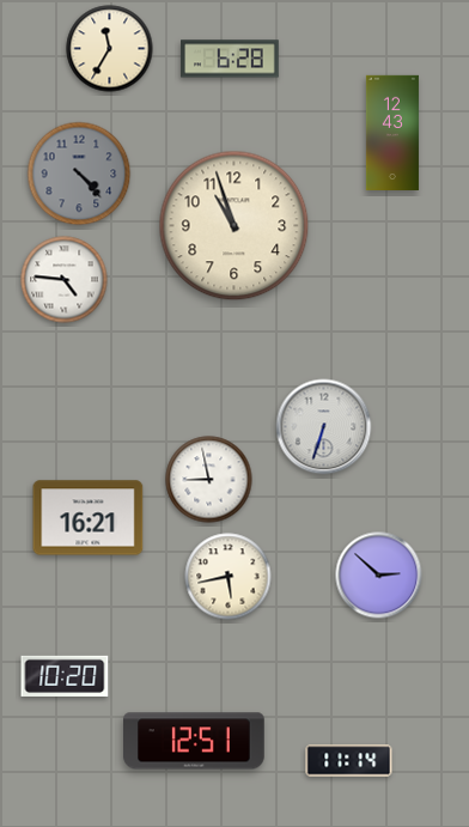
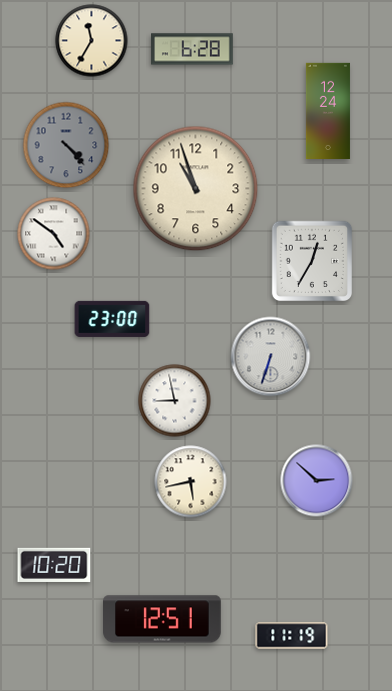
clock at (392, 132): 12:43 -> 12:24
clock at (65, 280): 4:46 -> 4:51
clock at (312, 261): none -> 12:35
clock at (112, 319): none -> 23:00
clock at (89, 518): 16:21 -> none
clock at (349, 761): 11:14 -> 11:19
